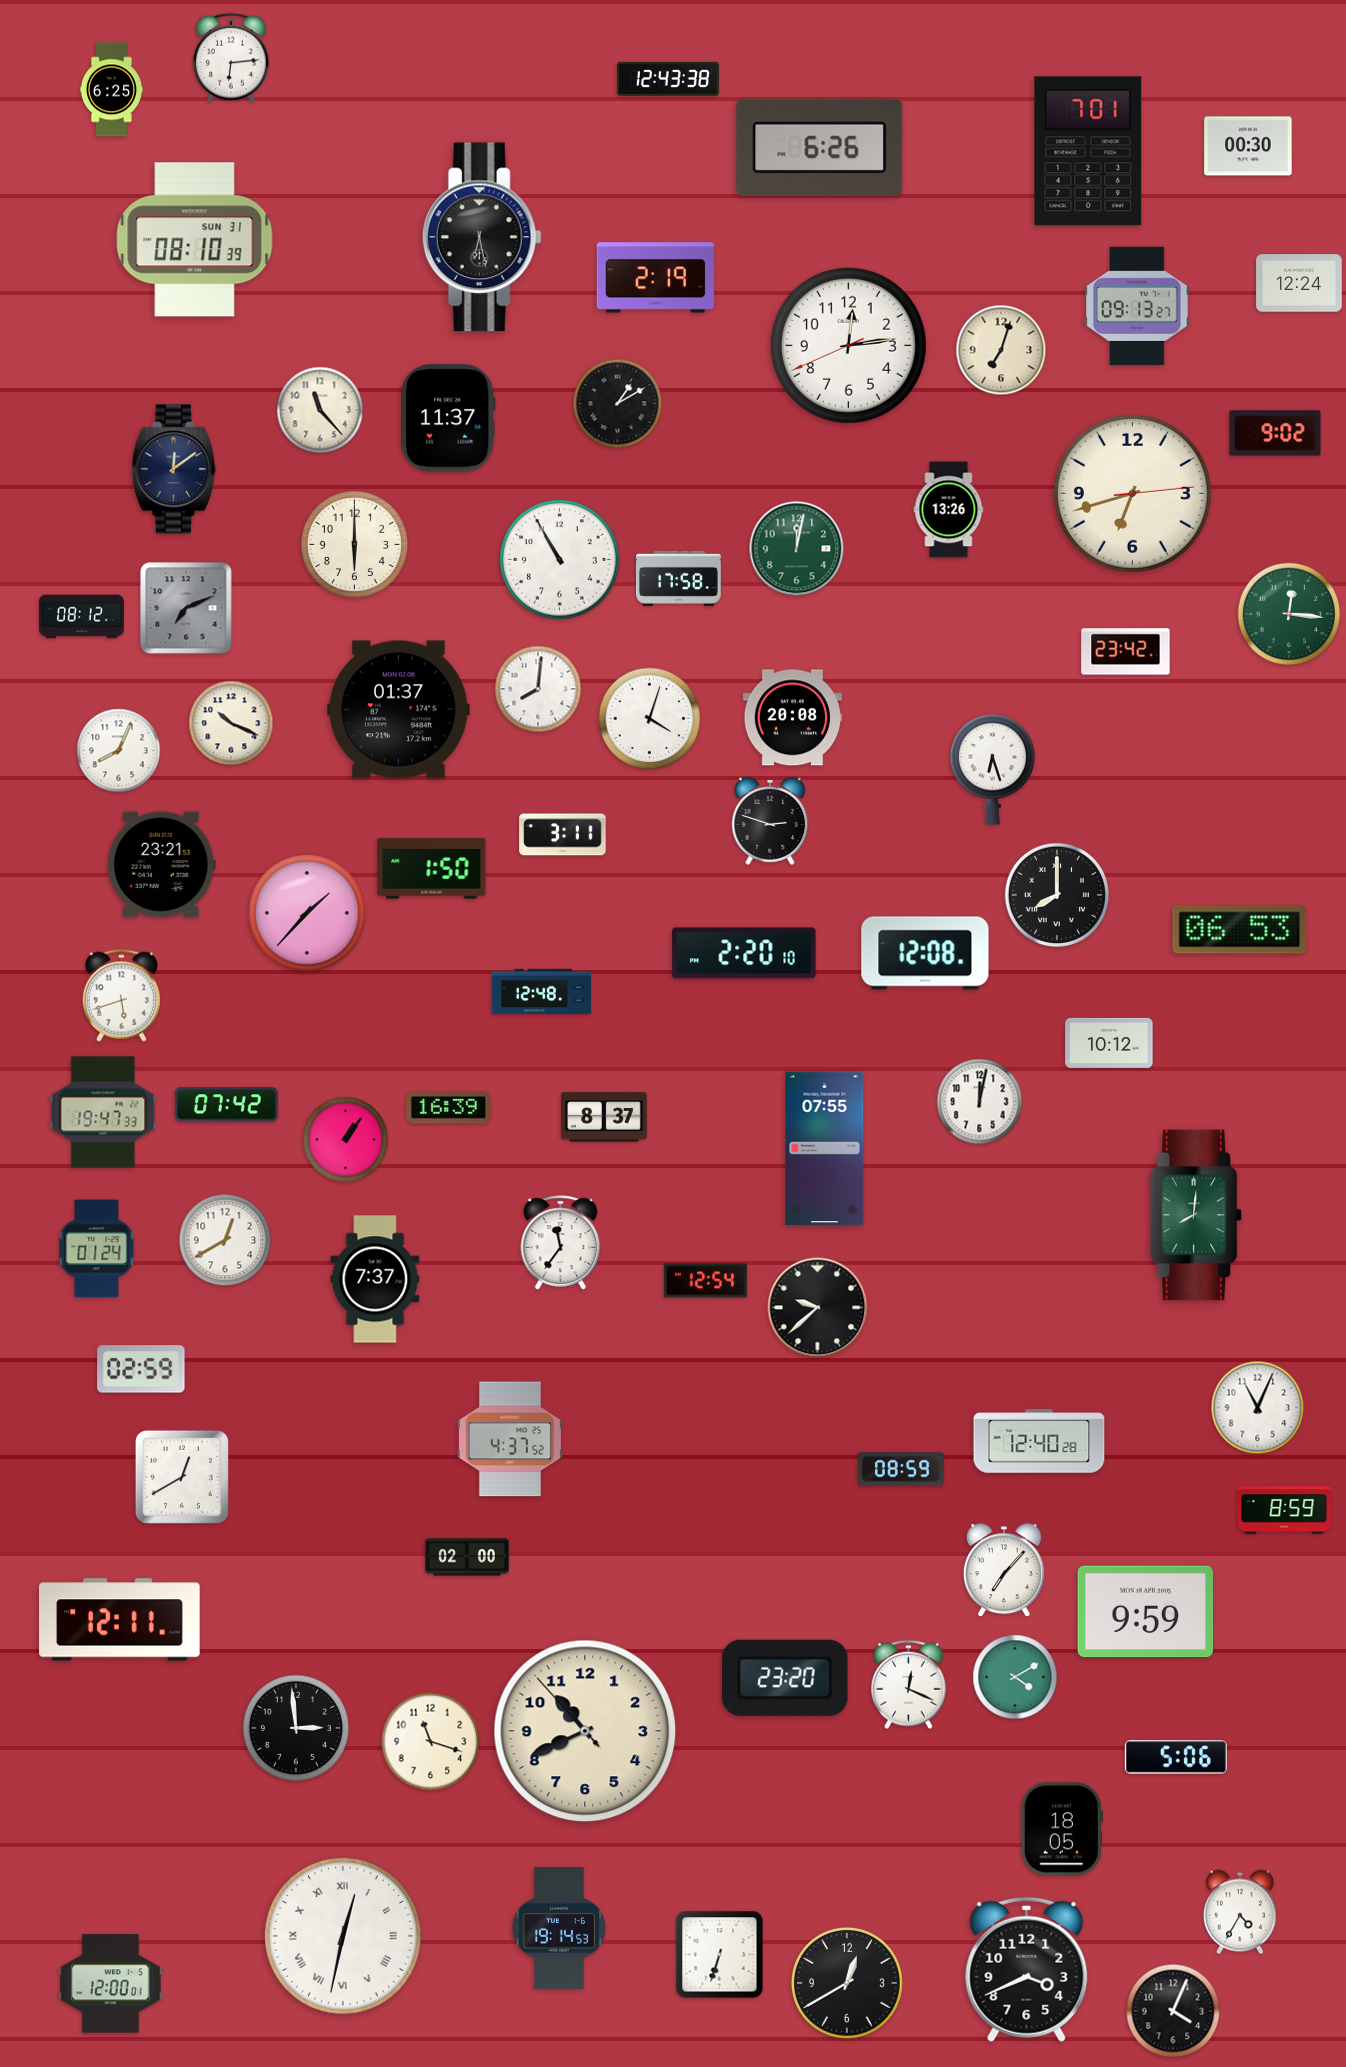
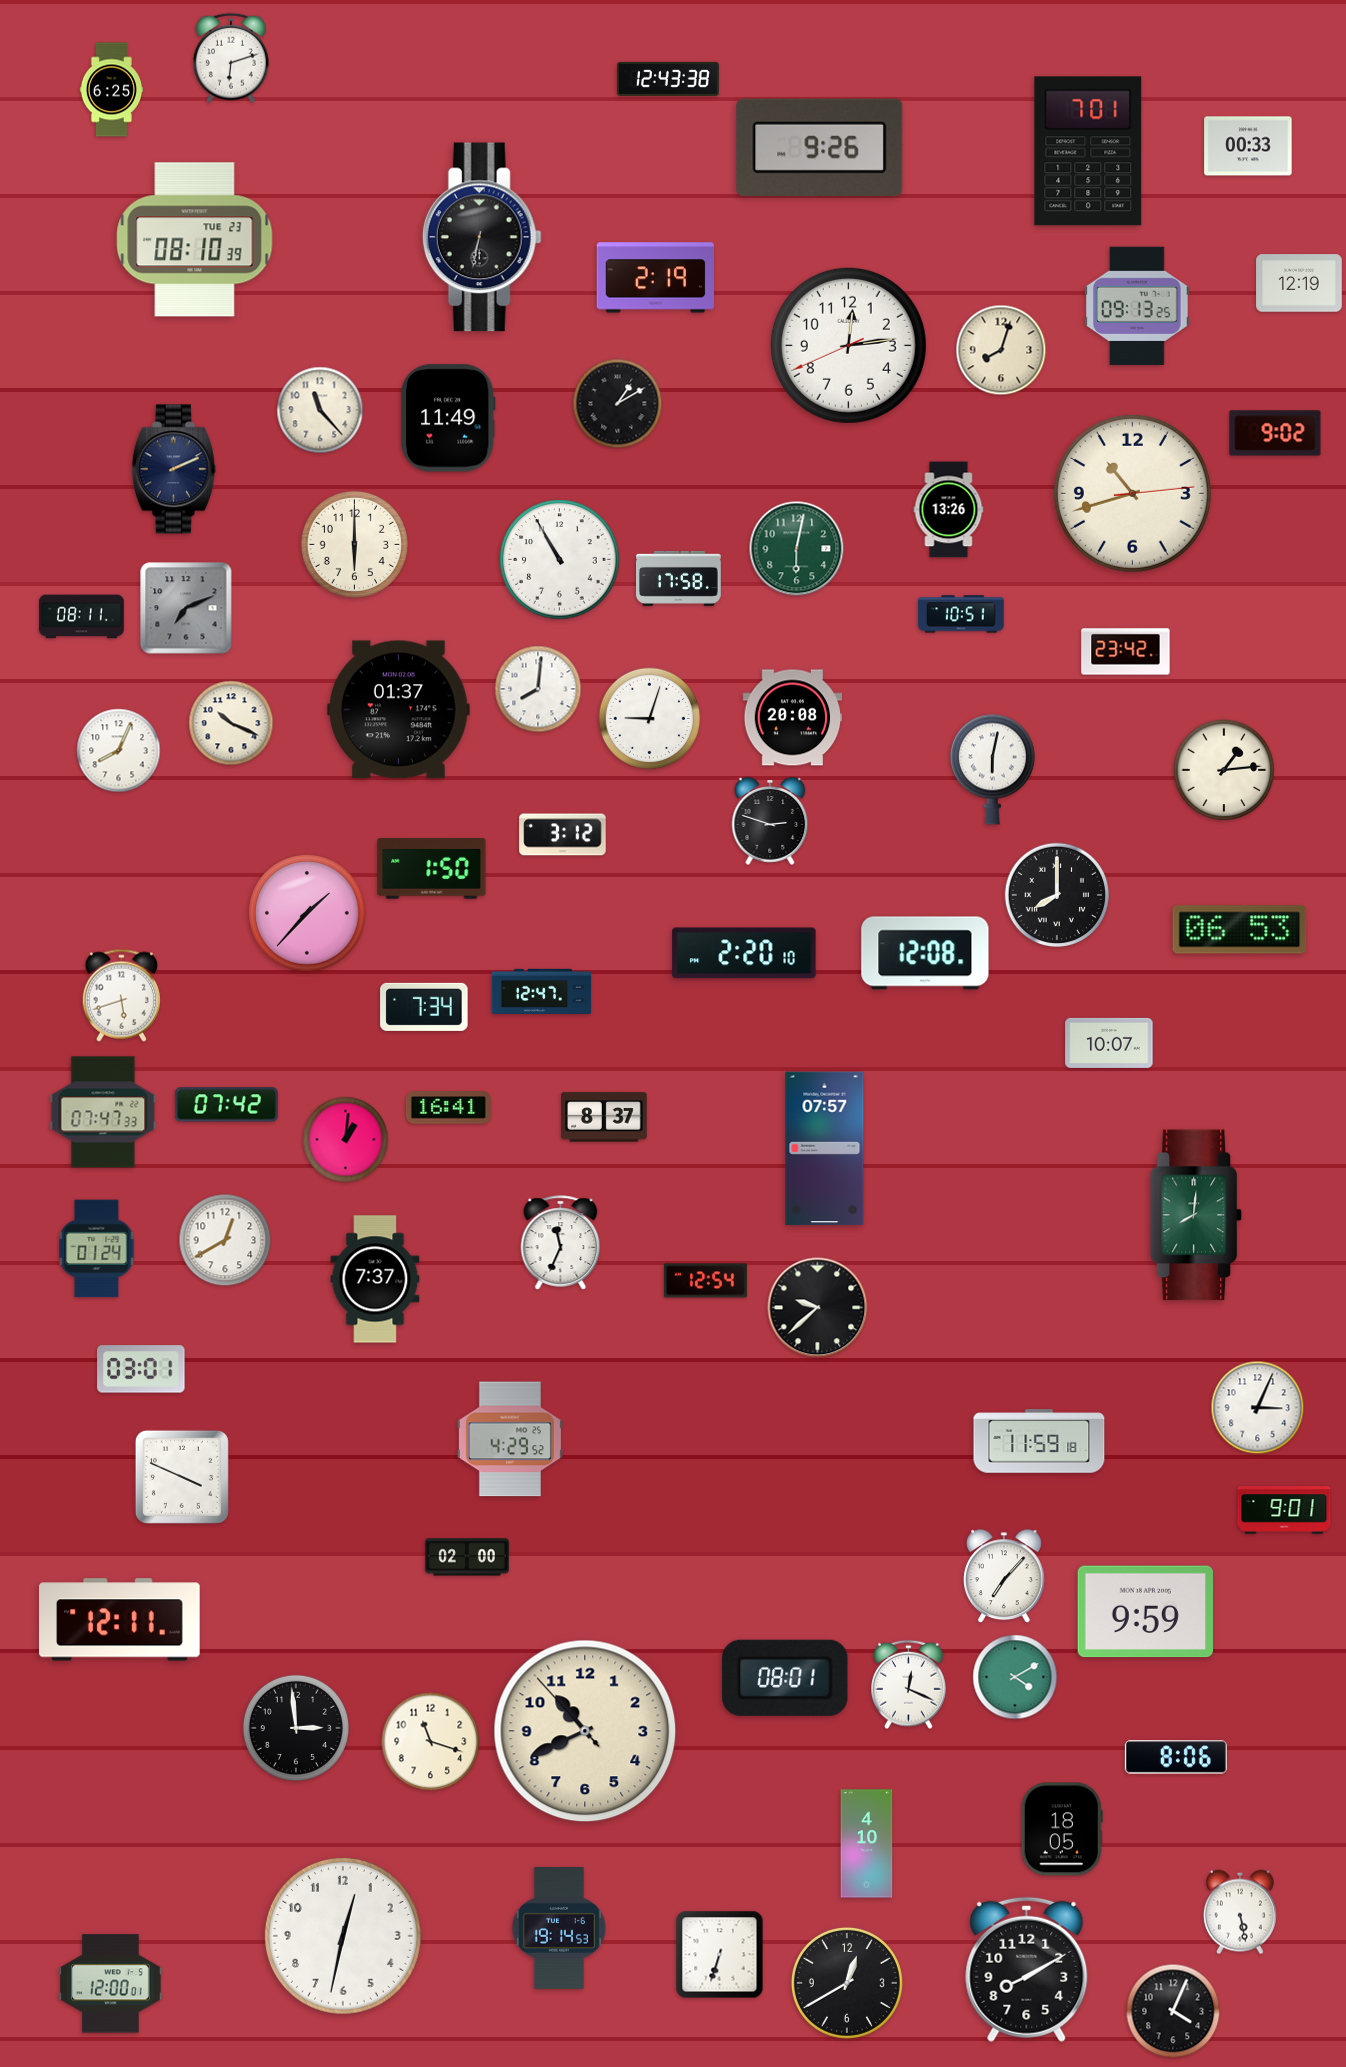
clock at (231, 58): 6:14 -> 6:12
clock at (1248, 146): 00:30 -> 00:33
clock at (820, 147): 6:26 -> 9:26
clock at (482, 237): 6:28 -> 6:32
clock at (195, 240) date: SUN 31 -> TUE 23
clock at (1299, 283): 12:24 -> 12:19
clock at (1137, 306): 09:13:27 -> 09:13:25
clock at (1001, 350): 7:03 -> 8:03
clock at (448, 418): 11:37 -> 11:49
clock at (174, 469): 12:09 -> 2:11
clock at (1132, 493): 6:42 -> 10:42
clock at (797, 549): 12:02 -> 6:02
clock at (961, 614): none -> 10:51
clock at (1289, 614): 12:16 -> none
clock at (82, 617): 08:12 -> 08:11
clock at (650, 719): 4:03 -> 9:03
clock at (992, 769): 6:27 -> 6:02
clock at (1224, 770): none -> 1:14
clock at (563, 835): 3:11 -> 3:12
clock at (161, 865): 23:21 -> none
clock at (542, 991): 12:48 -> 12:47
clock at (424, 1007): none -> 7:34
clock at (1109, 1043): 10:12 -> 10:07
clock at (980, 1102): 12:02 -> none
clock at (448, 1108): 16:39 -> 16:41
clock at (103, 1112): 19:47 -> 07:47
clock at (346, 1140): 1:06 -> 1:01
clock at (825, 1149): 07:55 -> 07:57
clock at (561, 1243): 11:36 -> 11:34
clock at (141, 1369): 02:59 -> 03:01
clock at (1258, 1408): 11:04 -> 3:04
clock at (510, 1439): 4:37 -> 4:29
clock at (1039, 1441): 12:40 -> 11:59
clock at (901, 1469): 08:59 -> none
clock at (182, 1477): 12:40 -> 3:49
clock at (1284, 1510): 8:59 -> 9:01
clock at (1004, 1571) position: (1004, 1571) -> (1004, 1577)
clock at (785, 1678): 23:20 -> 08:01
clock at (1176, 1757): 5:06 -> 8:06
clock at (867, 1844): none -> 4:10
clock at (1240, 1912): 4:35 -> 5:28
clock at (343, 1936) numerals: Roman -> Arabic
clock at (1027, 1969): 3:41 -> 8:10
